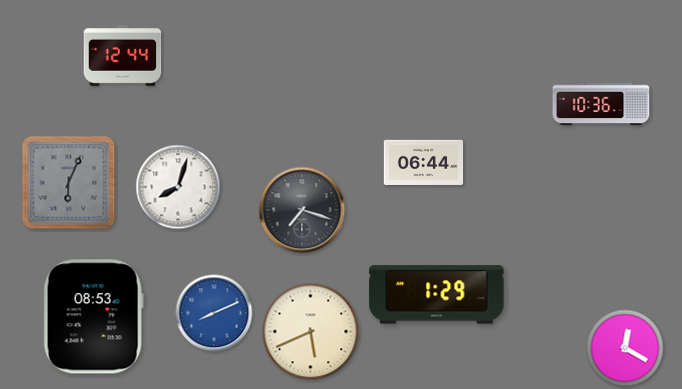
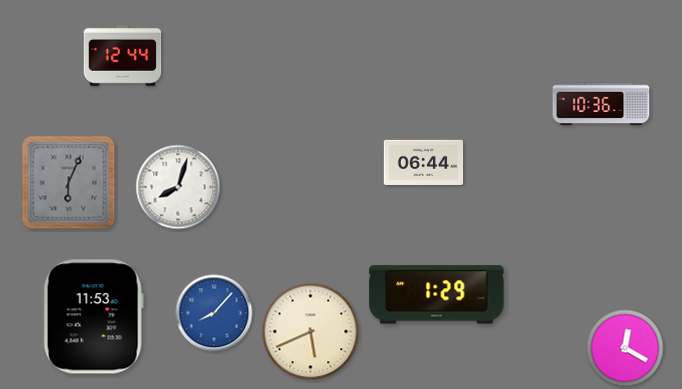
clock at (302, 210): 7:18 -> none
clock at (214, 313): 8:11 -> 8:07
clock at (93, 317): 08:53 -> 11:53
